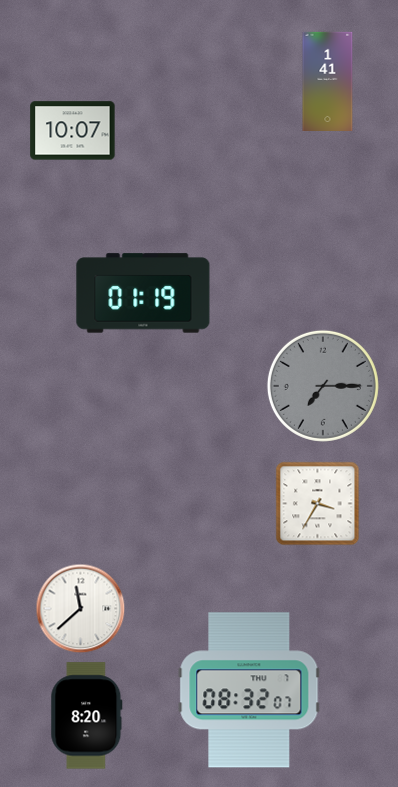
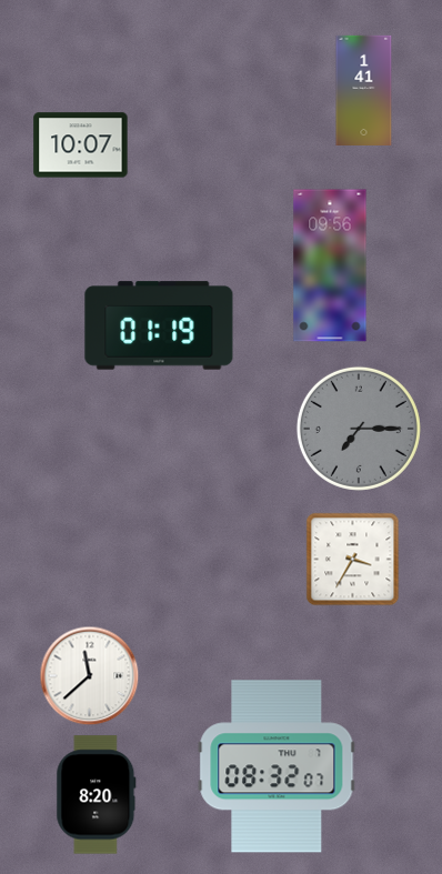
clock at (330, 265): none -> 09:56
